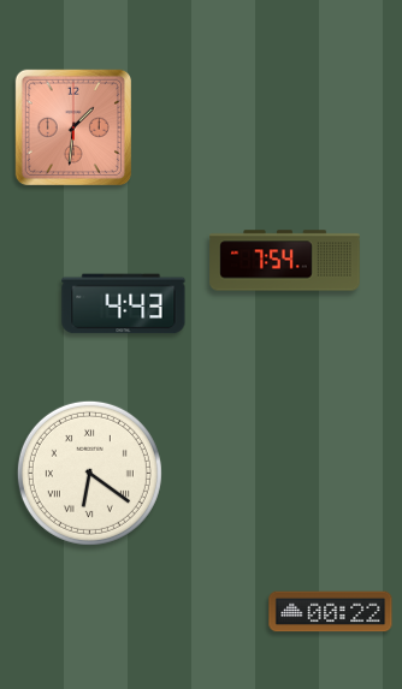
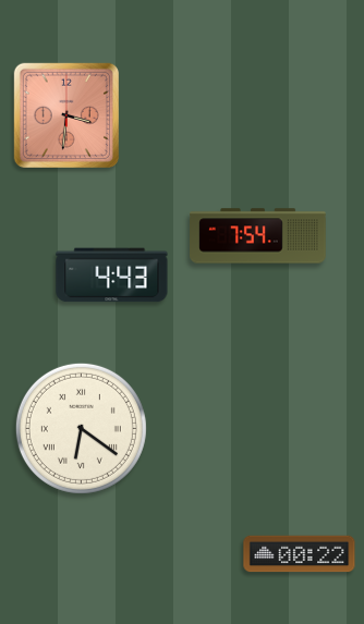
clock at (73, 127): 1:31 -> 3:31
